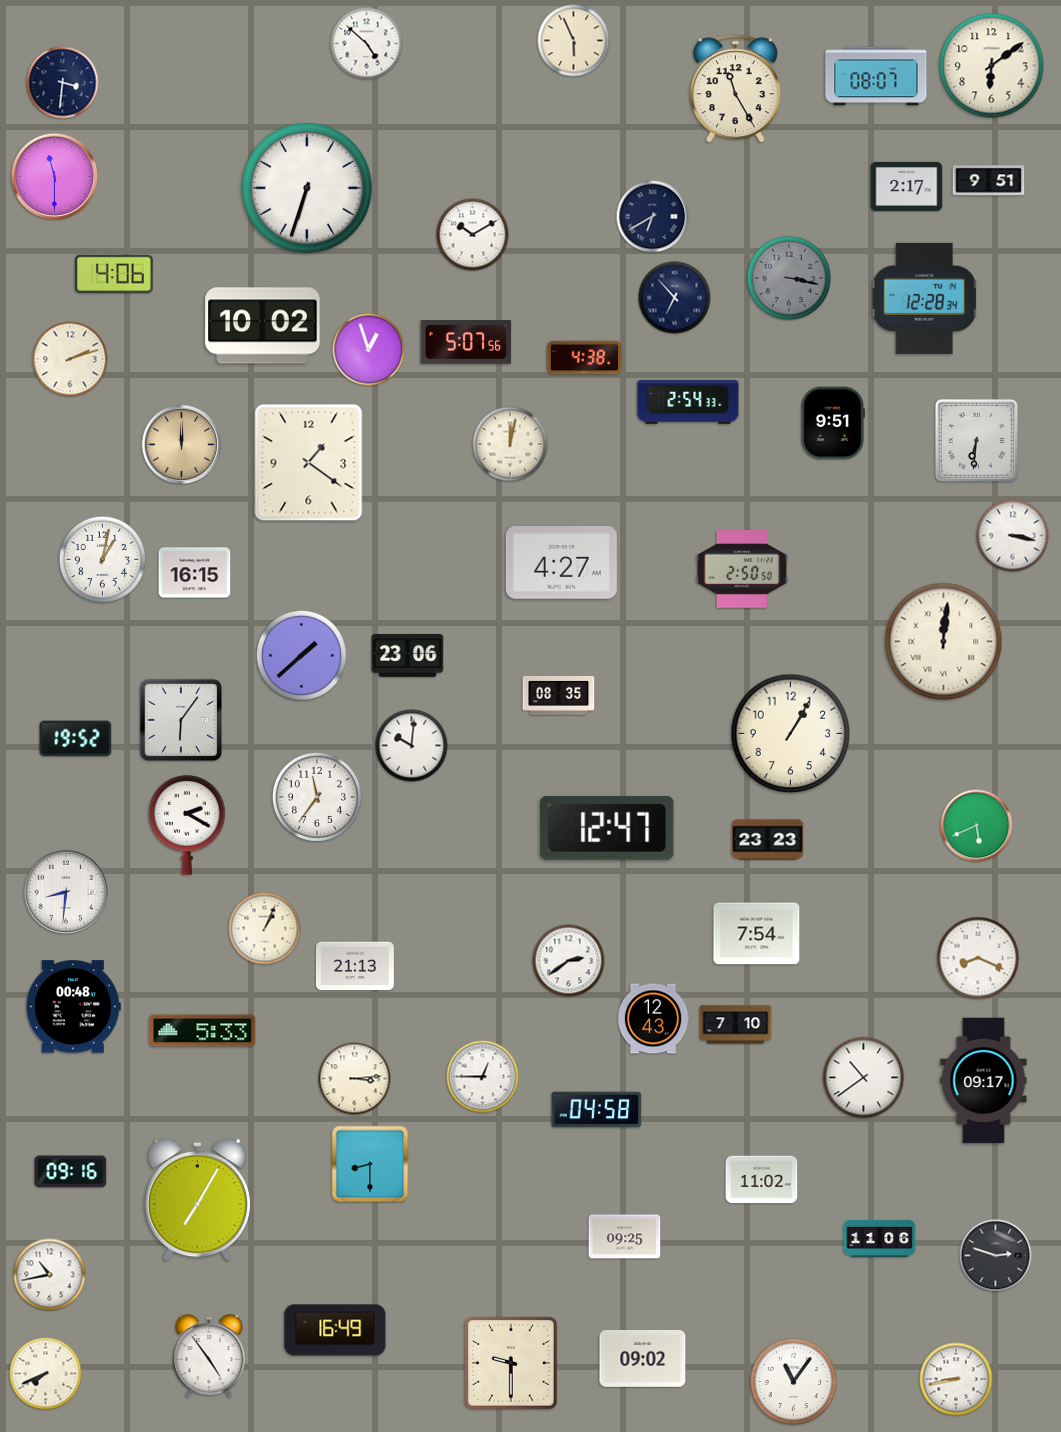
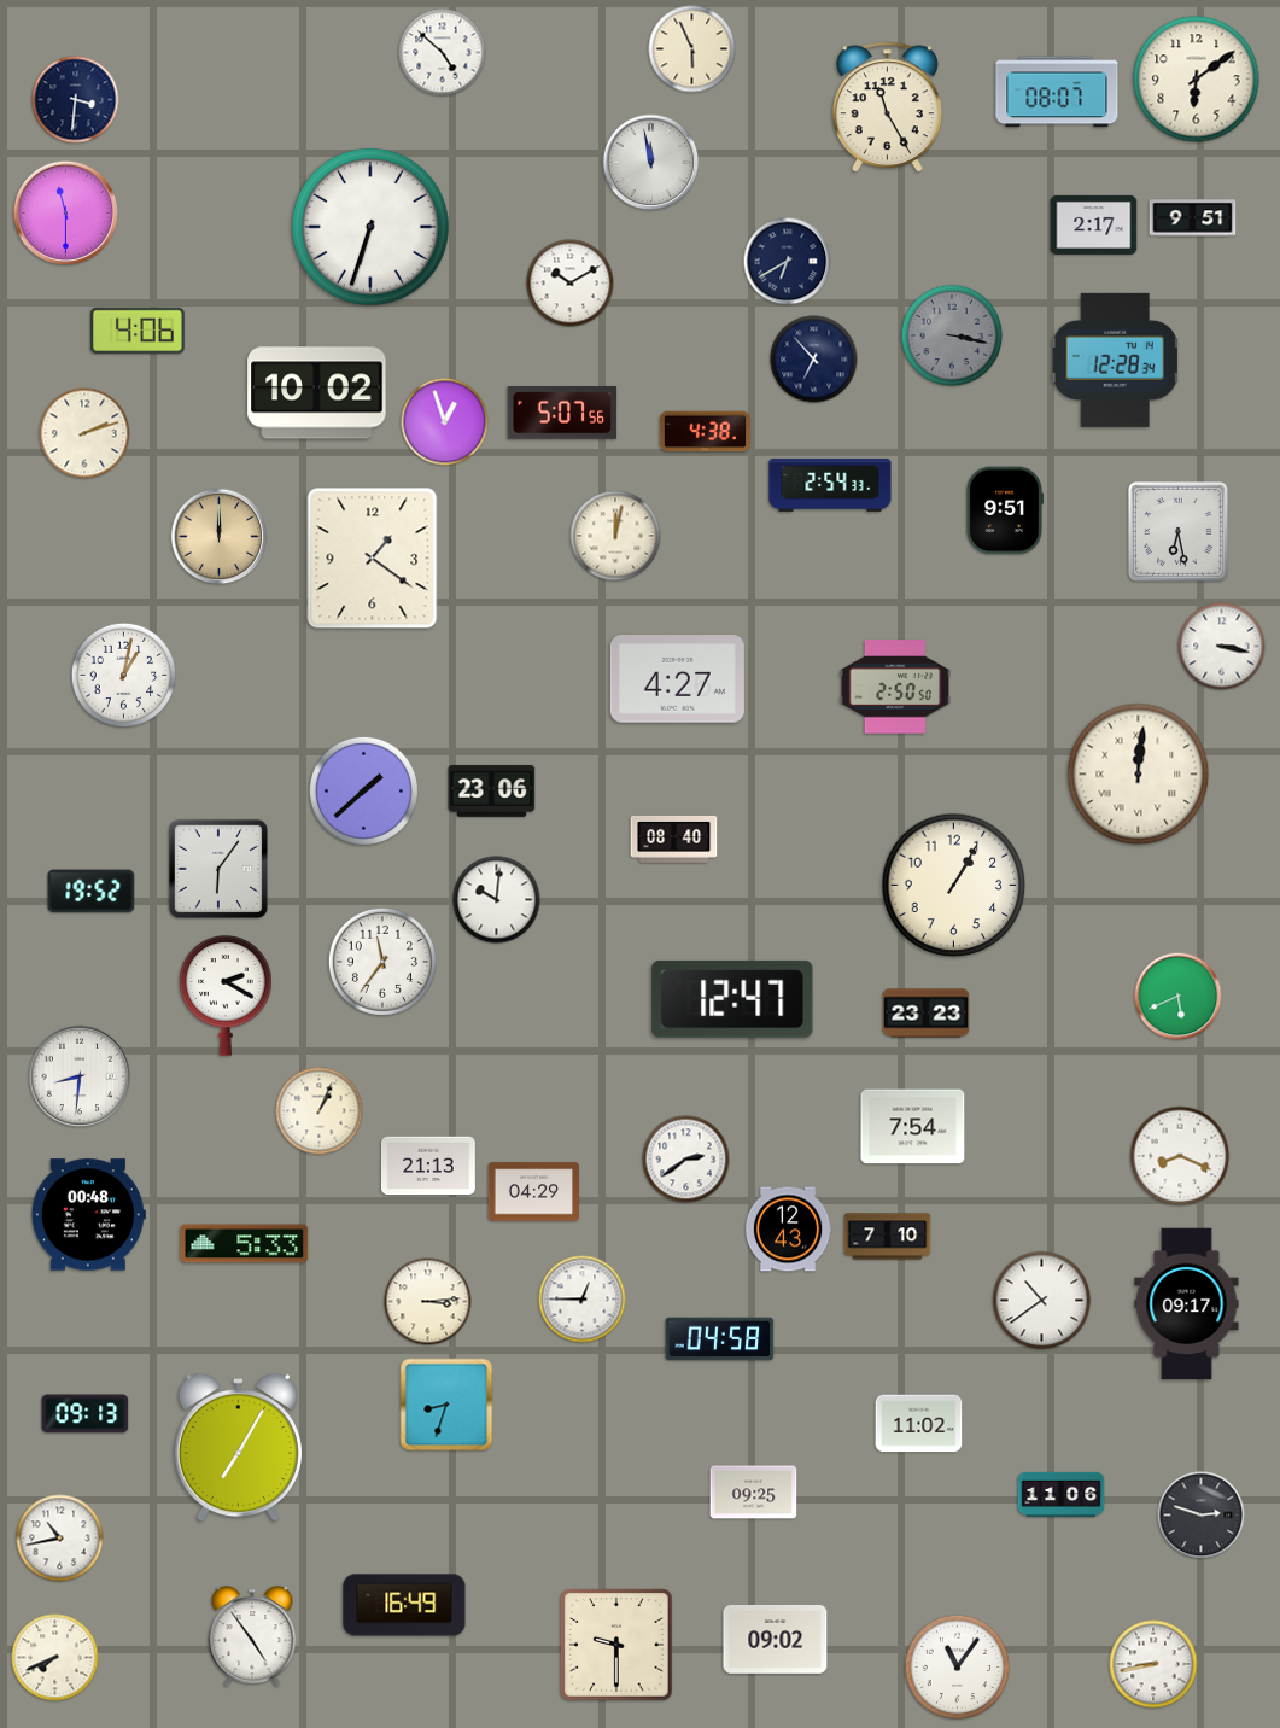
clock at (651, 163): none -> 11:58
clock at (977, 441): 6:31 -> 6:28
clock at (195, 573): 16:15 -> none
clock at (559, 695): 08:35 -> 08:40
clock at (265, 929) position: (265, 929) -> (320, 1111)
clock at (533, 1192): none -> 04:29
clock at (370, 1164): 8:30 -> 8:33
clock at (71, 1172): 09:16 -> 09:13
